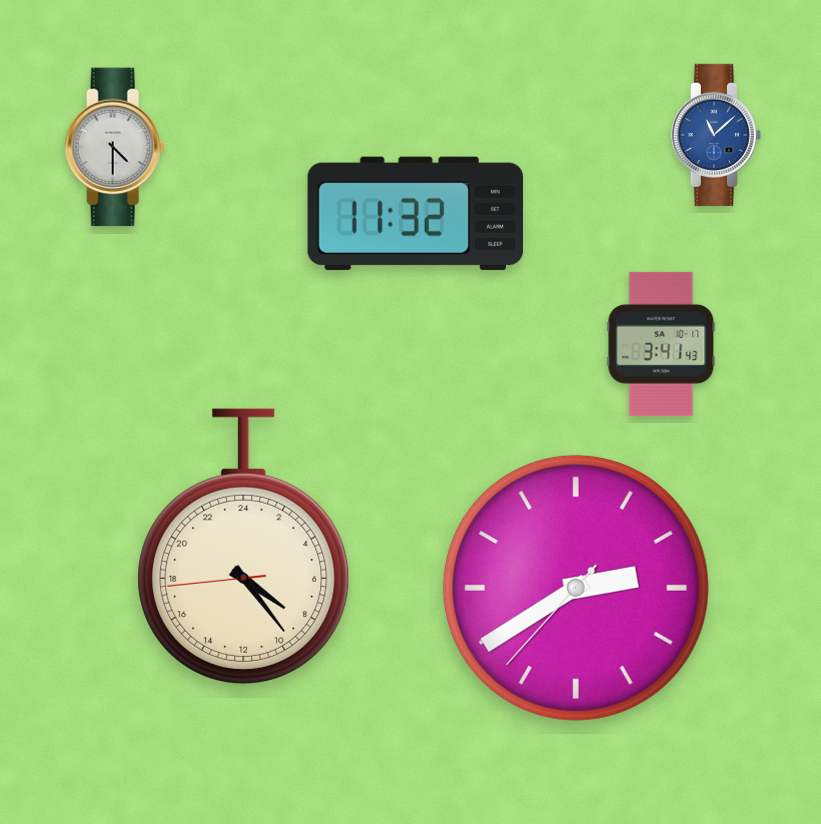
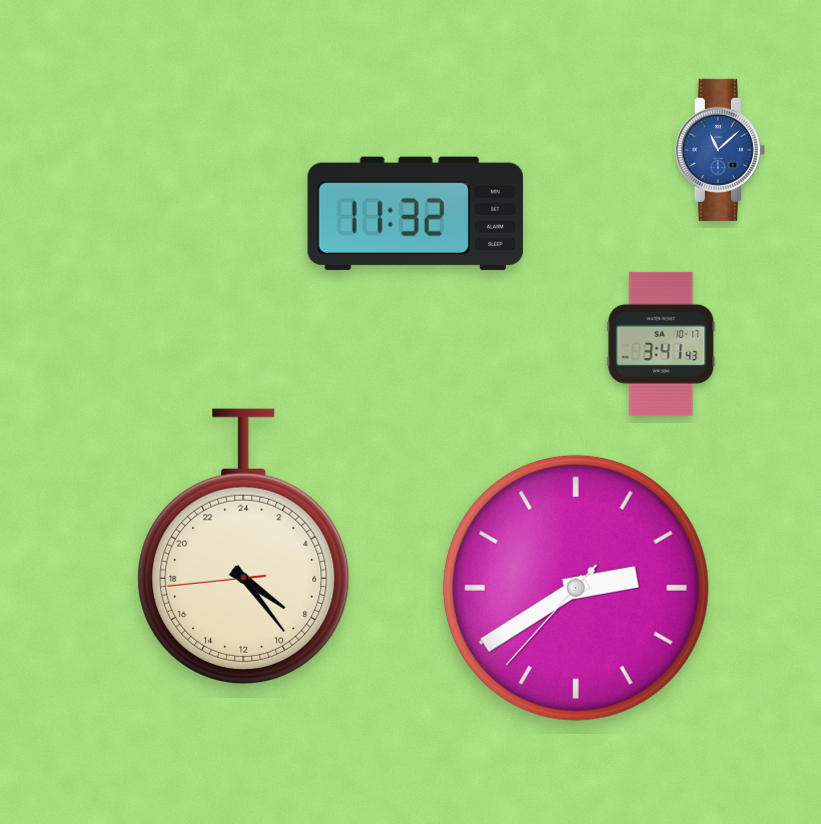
clock at (716, 135) position: (716, 135) -> (720, 150)
clock at (115, 147): 4:30 -> none
